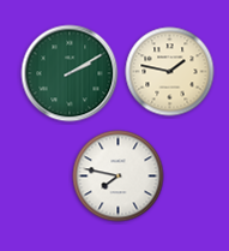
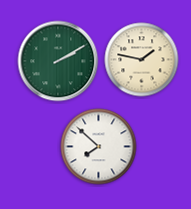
clock at (119, 177): 7:47 -> 7:52
